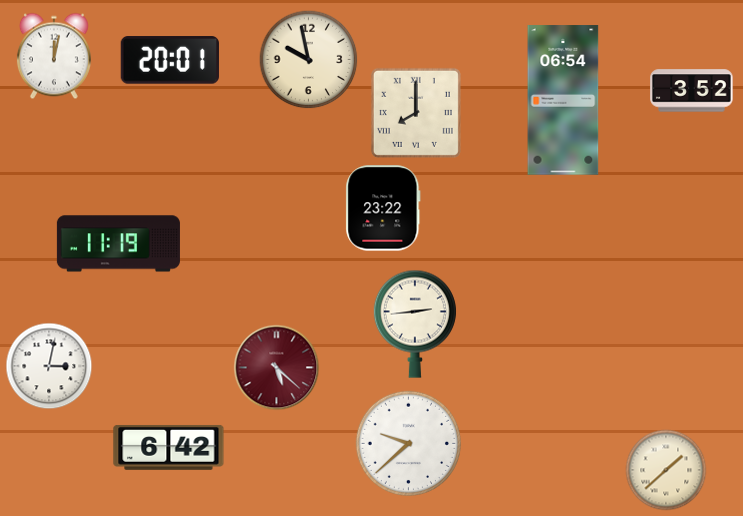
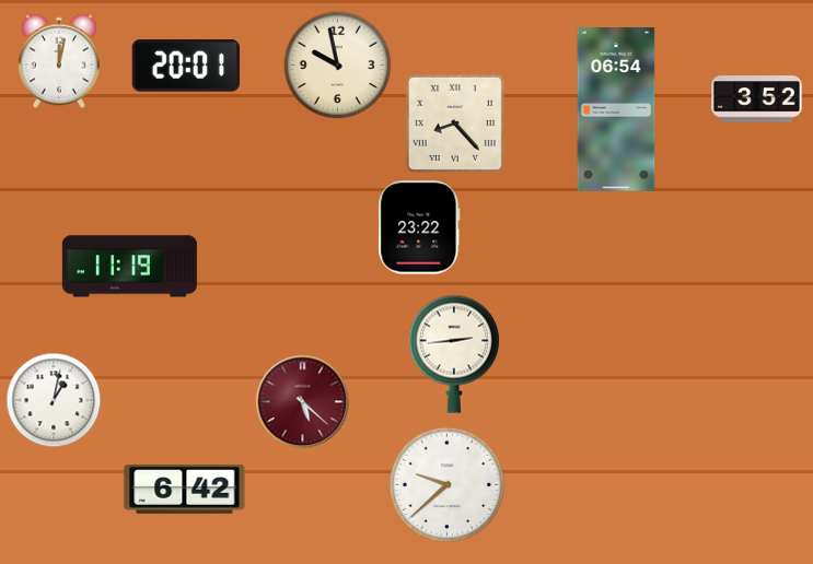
clock at (416, 113): 8:00 -> 8:23
clock at (49, 366): 3:02 -> 1:02
clock at (666, 470): 1:38 -> none
